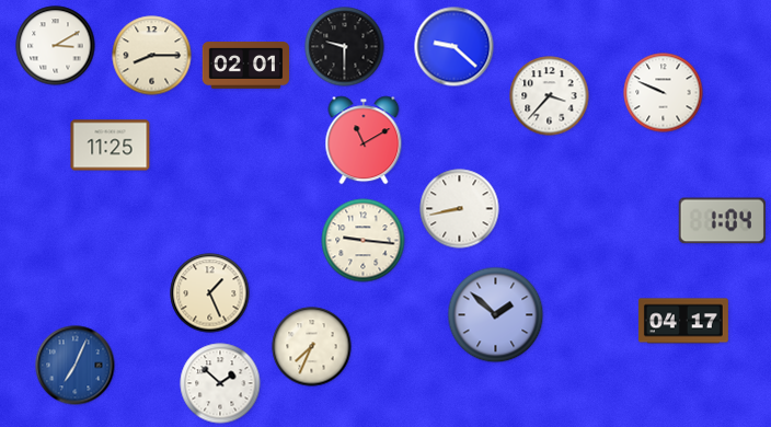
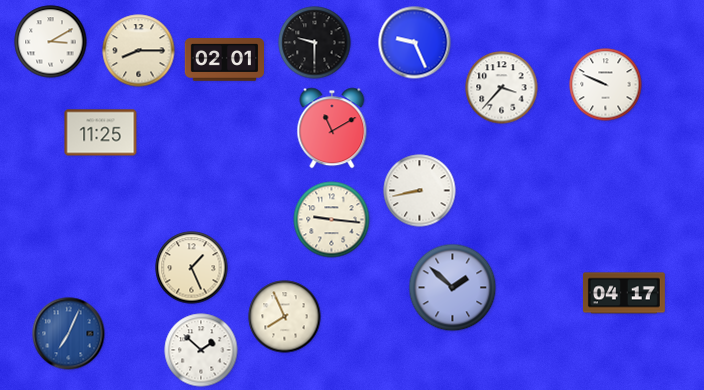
clock at (454, 47): 9:22 -> 9:26
clock at (722, 221): 1:04 -> none
clock at (312, 347): 7:34 -> 7:56
